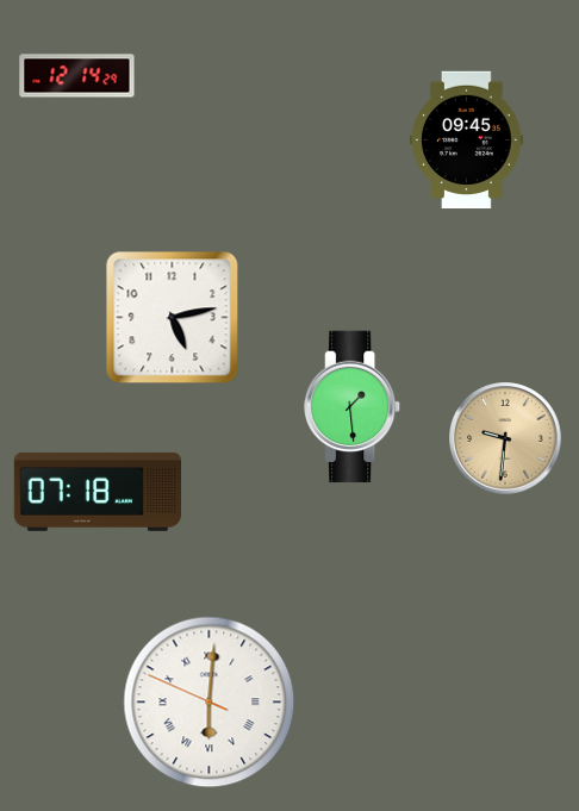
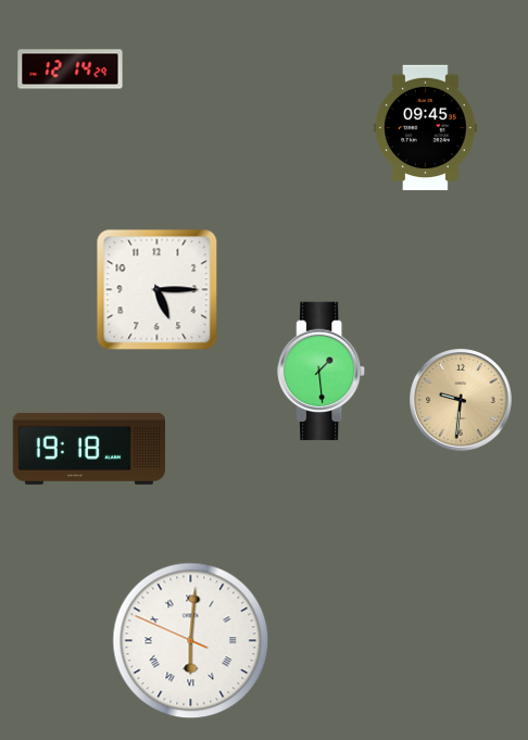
clock at (173, 318): 5:13 -> 5:15
clock at (96, 492): 07:18 -> 19:18
